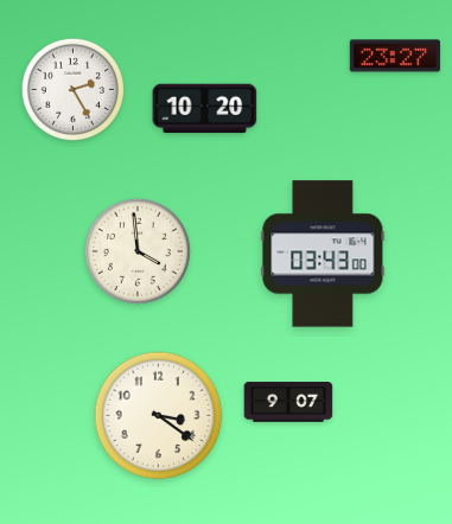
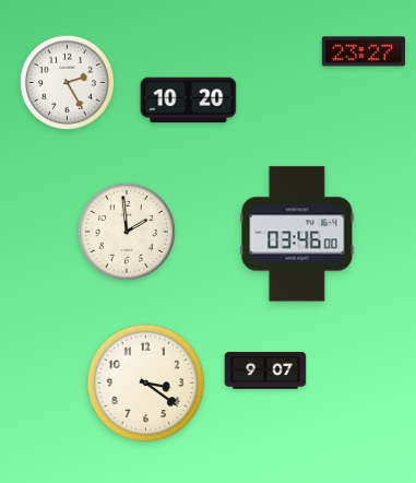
clock at (138, 251): 3:59 -> 1:59
clock at (323, 254): 03:43 -> 03:46
